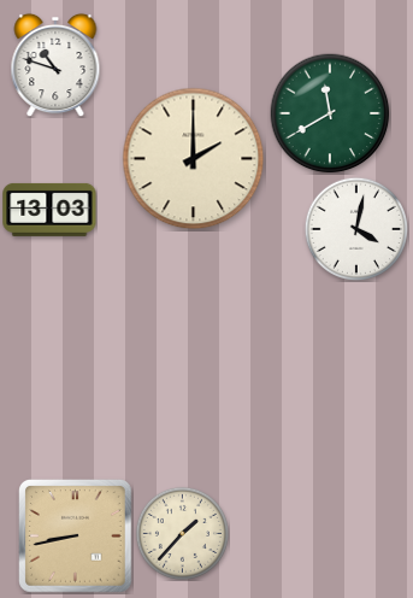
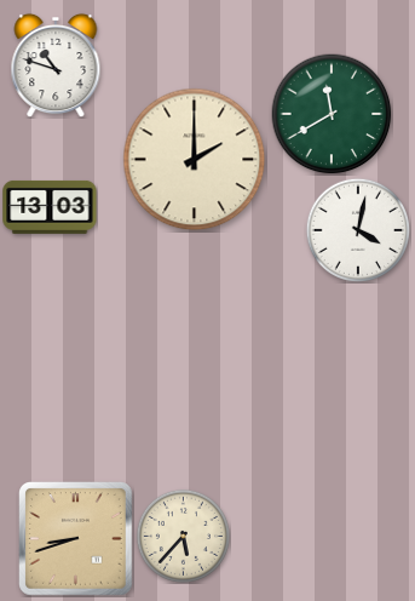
clock at (49, 210) position: (49, 210) -> (50, 207)
clock at (182, 533): 1:37 -> 5:37
clock at (76, 537): 8:43 -> 8:42
